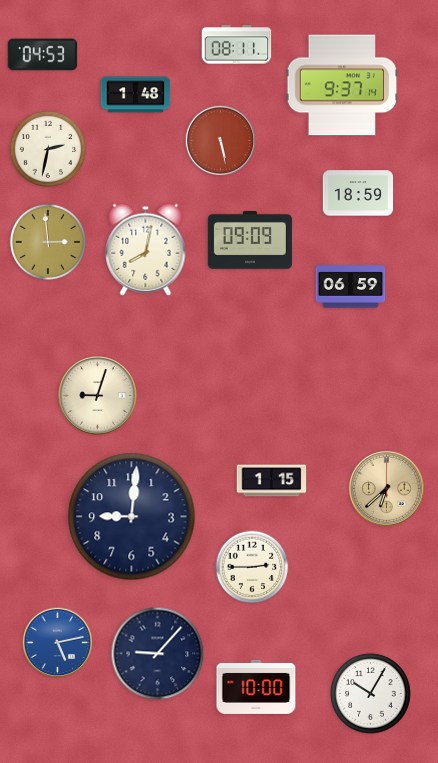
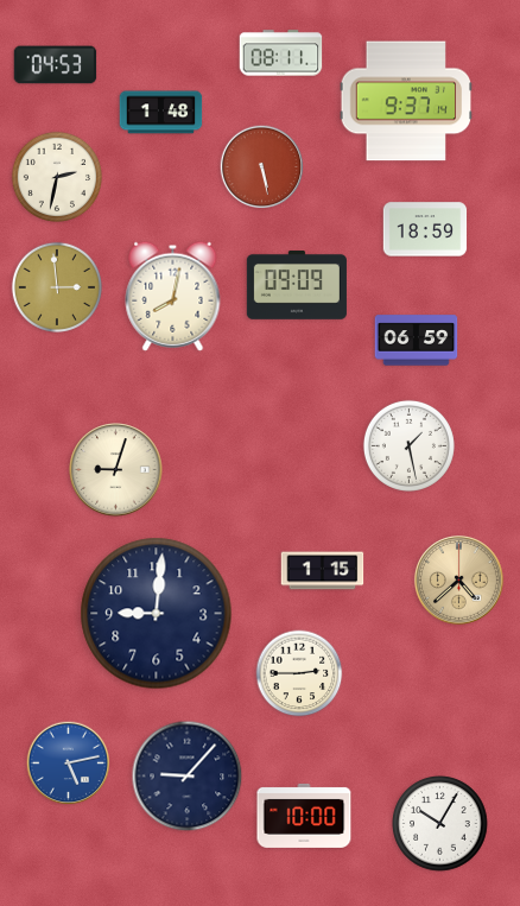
clock at (43, 55) position: (43, 55) -> (56, 65)
clock at (408, 445): none -> 1:28
clock at (386, 488): 6:38 -> 4:38
